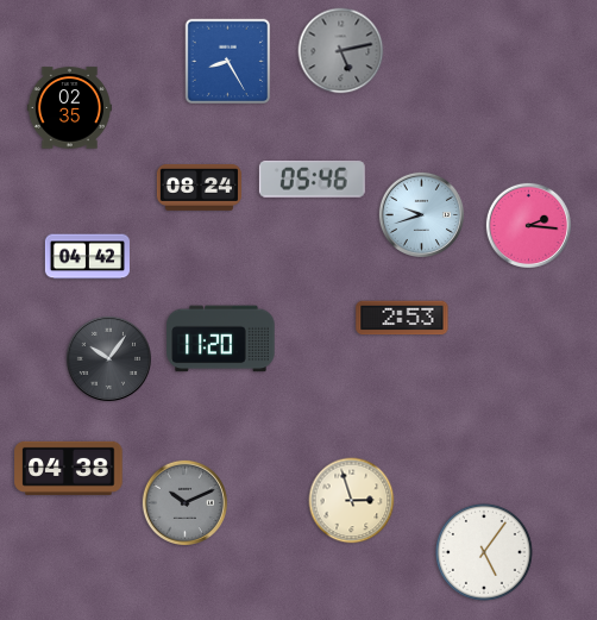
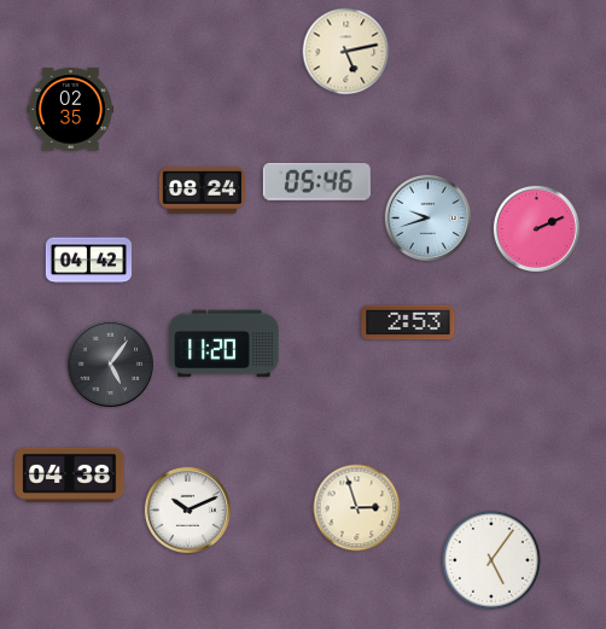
clock at (341, 51) dial: grey -> cream
clock at (228, 62): 8:25 -> none
clock at (528, 225): 2:16 -> 2:11
clock at (108, 358): 10:06 -> 5:06
clock at (184, 502) dial: grey -> white
